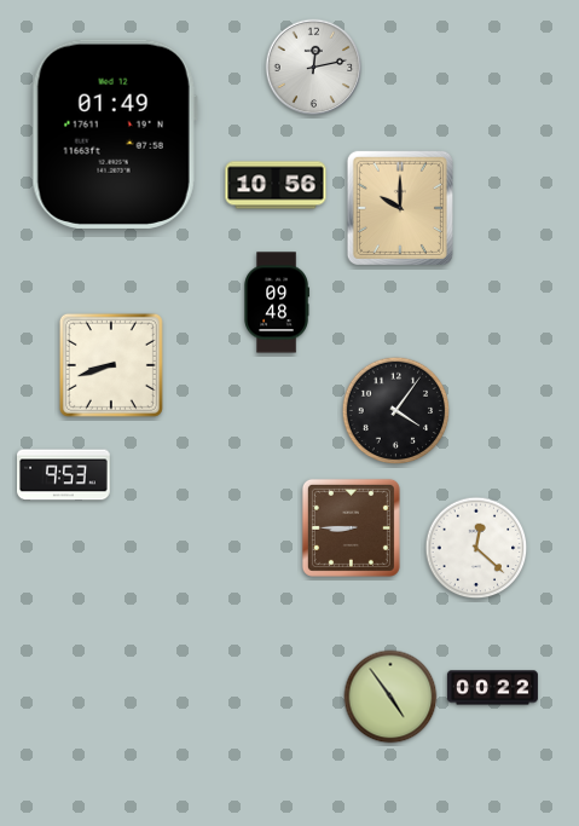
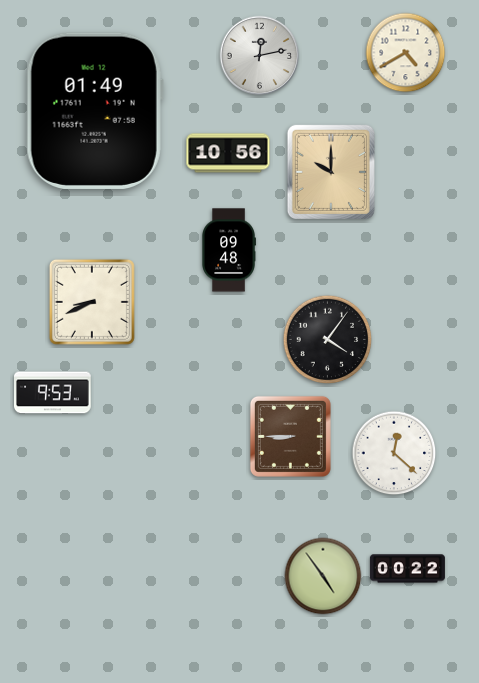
clock at (406, 53): none -> 4:40
clock at (111, 365): 8:42 -> 8:41
